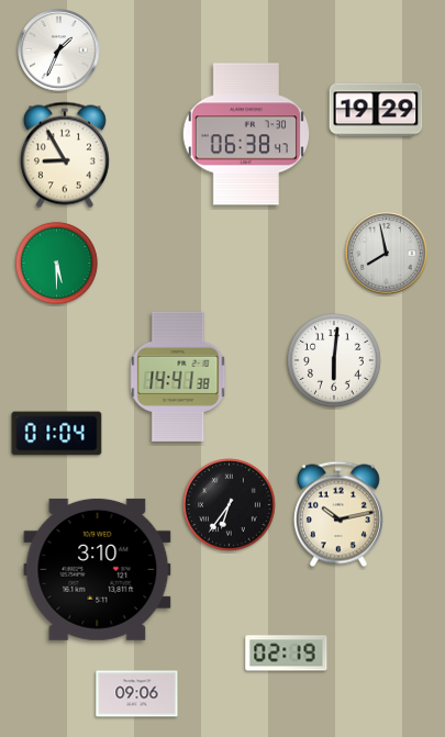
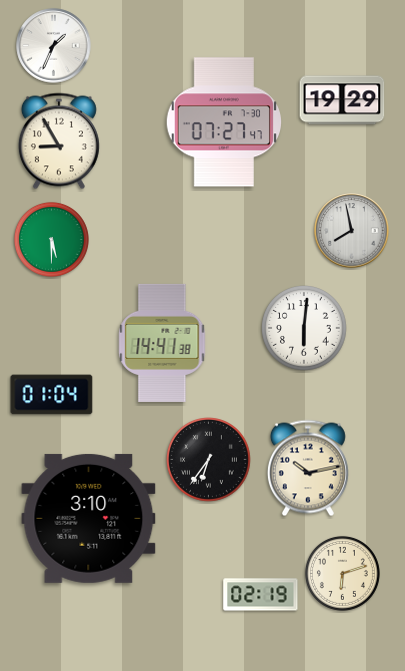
clock at (245, 134): 06:38 -> 07:27
clock at (342, 573): none -> 6:12
clock at (137, 694): 09:06 -> none
